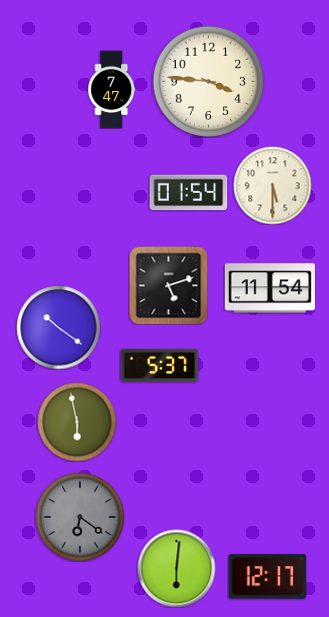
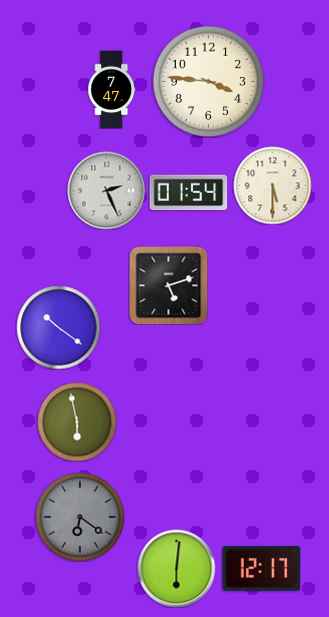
clock at (106, 190): none -> 2:26
clock at (270, 288): 11:54 -> none
clock at (159, 365): 5:37 -> none
clock at (267, 577) position: (267, 577) -> (261, 569)
